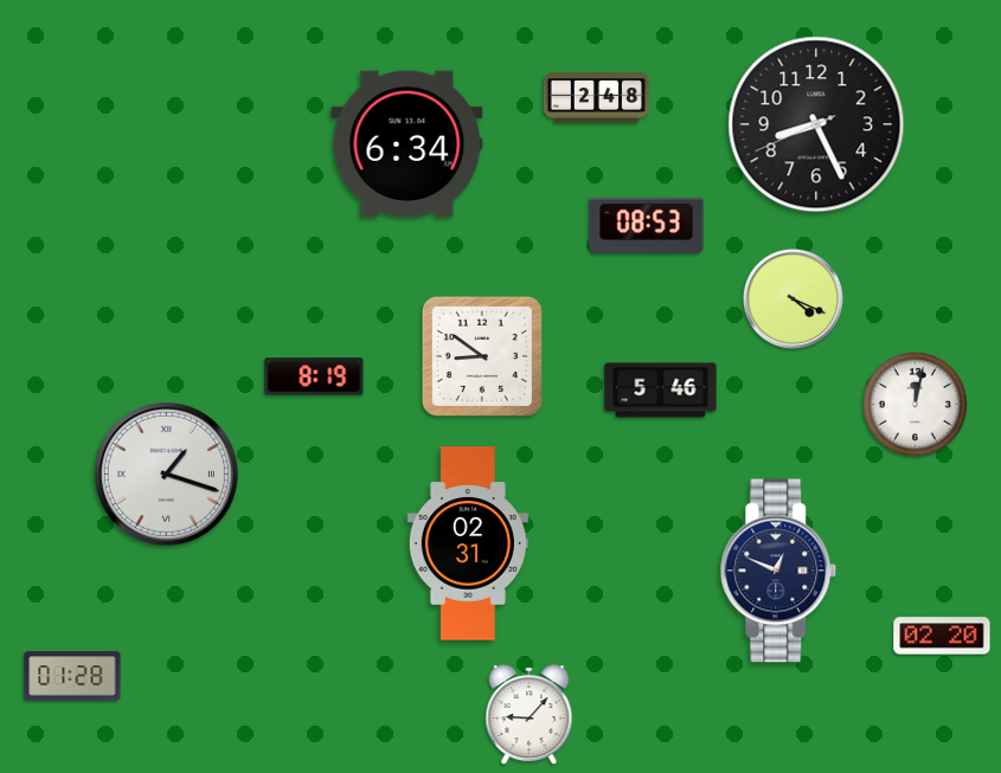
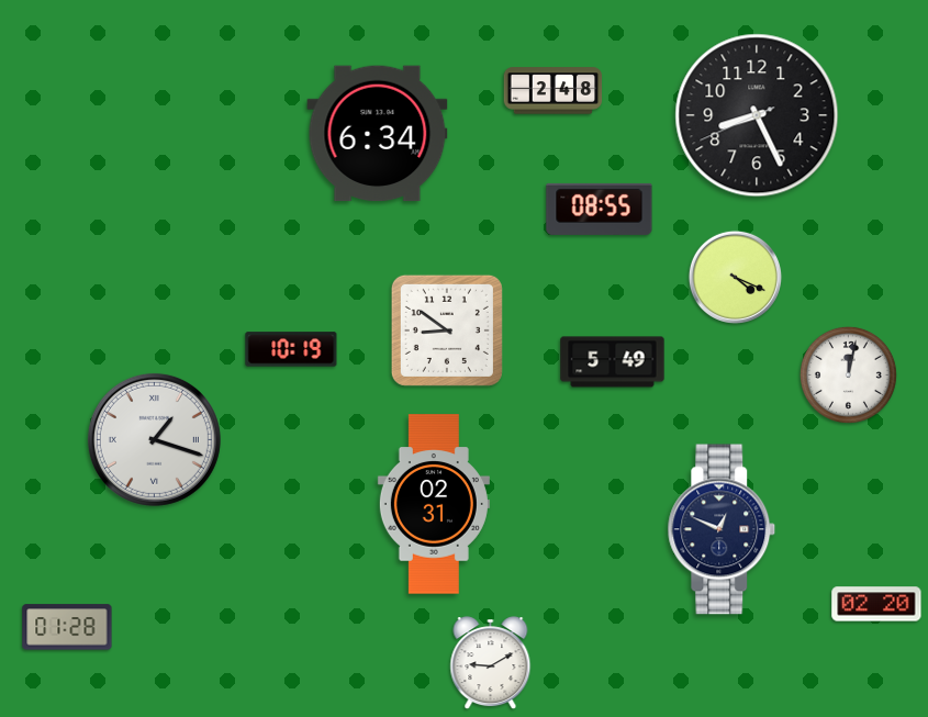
clock at (647, 225): 08:53 -> 08:55
clock at (314, 376): 8:19 -> 10:19
clock at (661, 391): 5:46 -> 5:49
clock at (942, 636) position: (942, 636) -> (876, 604)
clock at (530, 715): 9:07 -> 9:10
